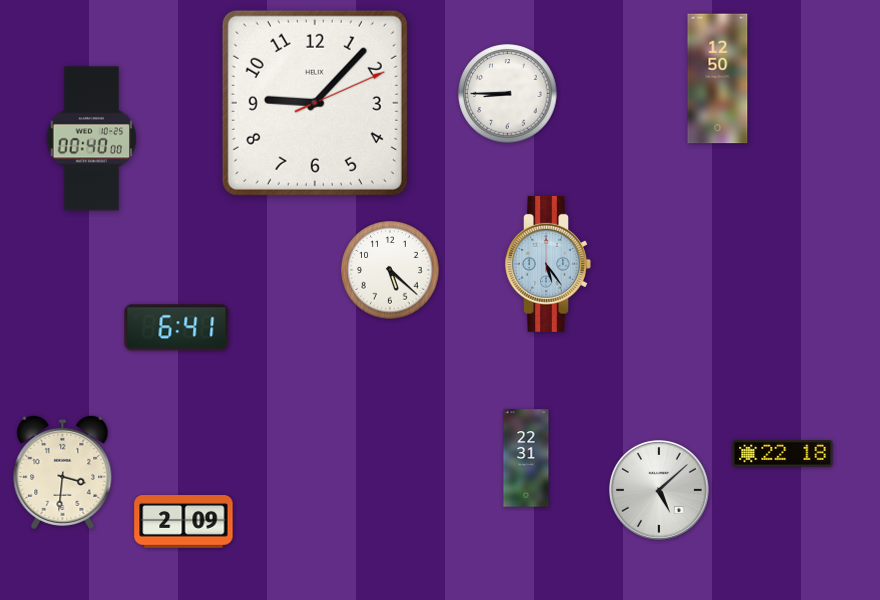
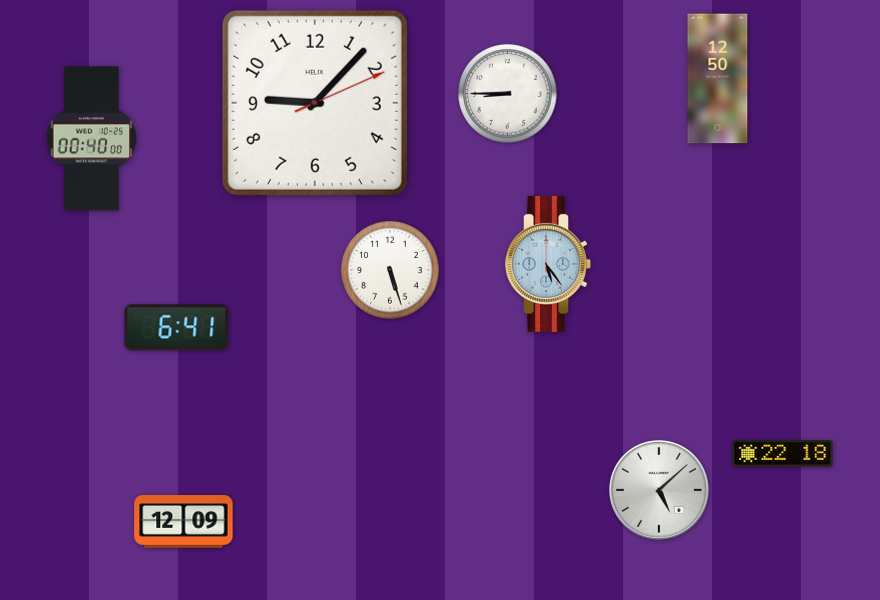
clock at (390, 270): 5:22 -> 5:27
clock at (526, 458): 22:31 -> none
clock at (63, 472): 3:31 -> none
clock at (184, 522): 2:09 -> 12:09
